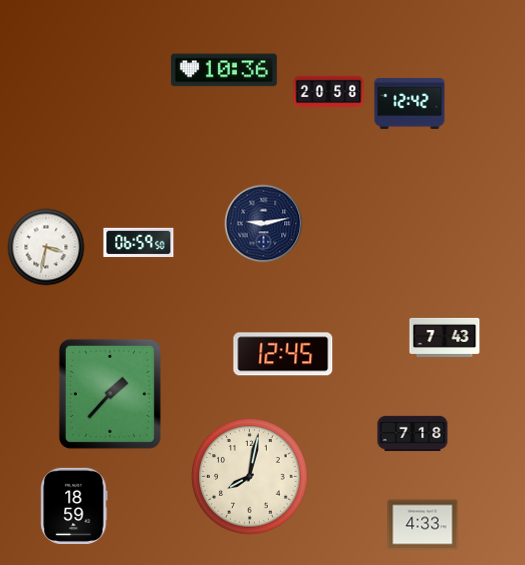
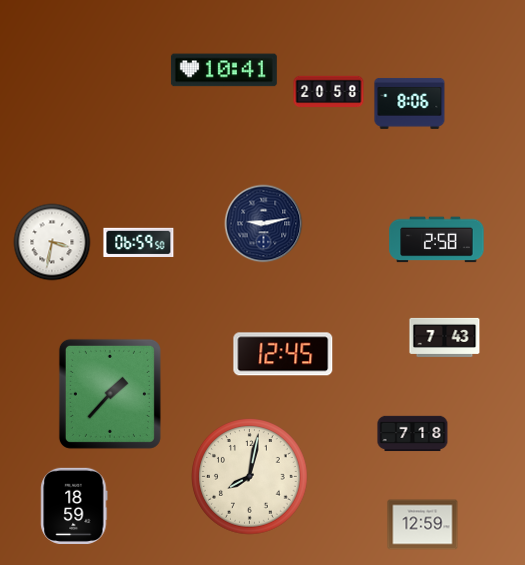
clock at (224, 70): 10:36 -> 10:41
clock at (410, 103): 12:42 -> 8:06
clock at (437, 240): none -> 2:58
clock at (46, 247) position: (46, 247) -> (52, 242)
clock at (423, 525): 4:33 -> 12:59
